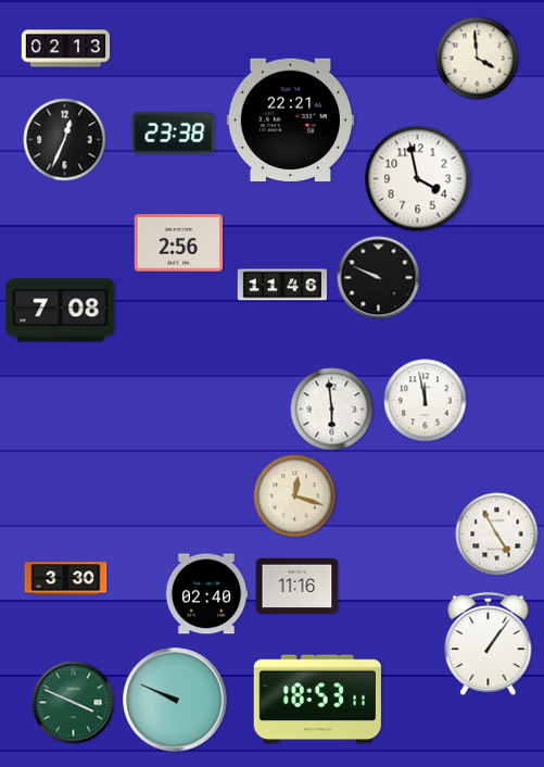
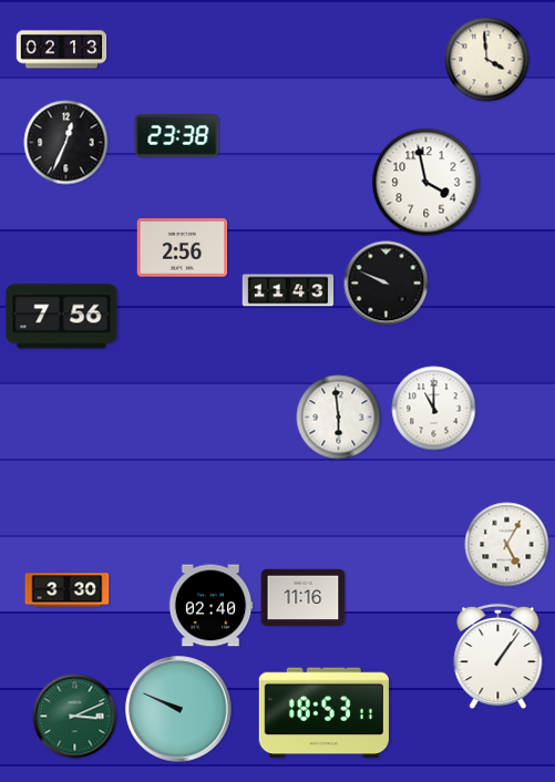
clock at (66, 49) position: (66, 49) -> (62, 50)
clock at (290, 121): 22:21 -> none
clock at (282, 285): 11:46 -> 11:43
clock at (61, 311): 7:08 -> 7:56
clock at (426, 401): 11:58 -> 11:00
clock at (295, 496): 12:18 -> none
clock at (497, 535): 4:55 -> 5:05
clock at (175, 700) position: (175, 700) -> (178, 709)
clock at (74, 703): 3:49 -> 3:11
